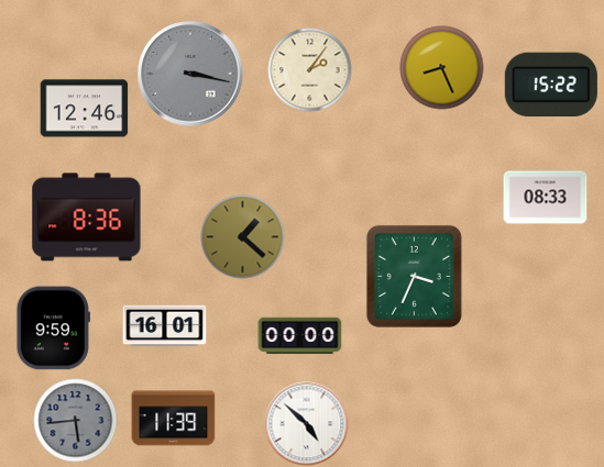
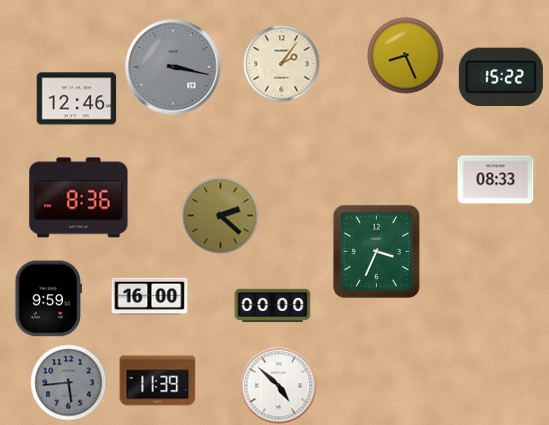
clock at (442, 68) position: (442, 68) -> (406, 56)
clock at (243, 237): 1:22 -> 2:22
clock at (165, 326): 16:01 -> 16:00
